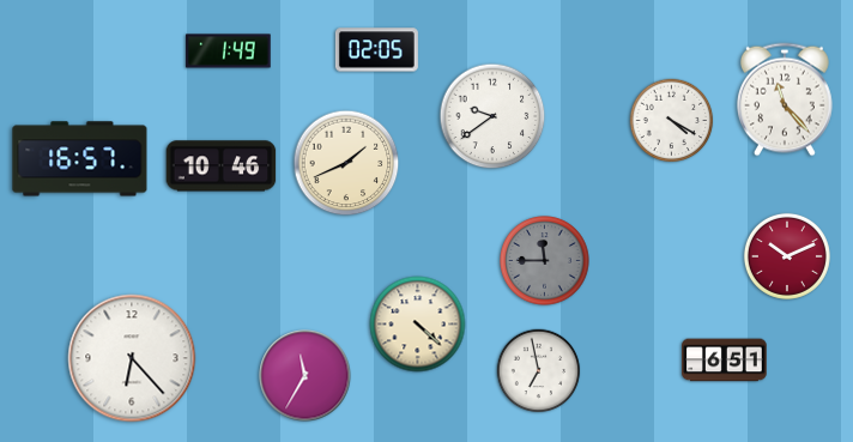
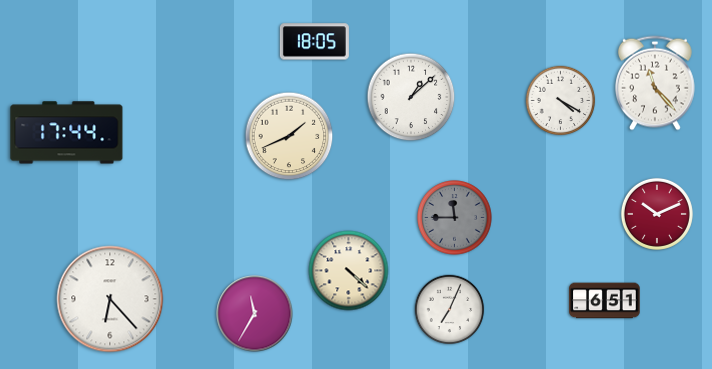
clock at (376, 50): 02:05 -> 18:05
clock at (229, 52): 1:49 -> none
clock at (492, 116): 9:39 -> 1:08
clock at (80, 159): 16:57 -> 17:44
clock at (222, 166): 10:46 -> none
clock at (539, 371): 6:58 -> 7:04
